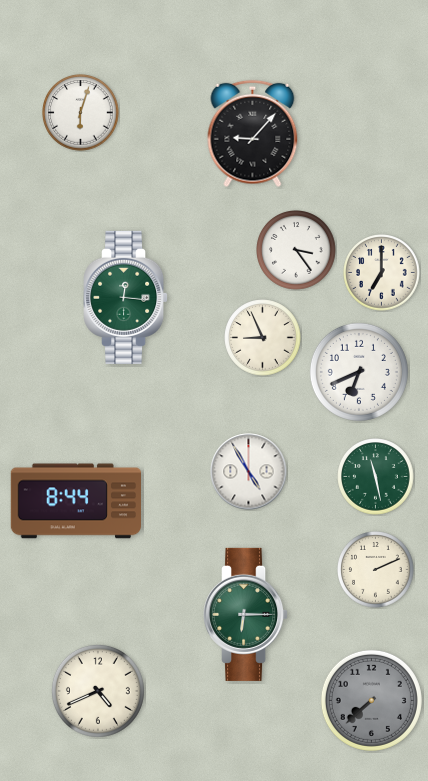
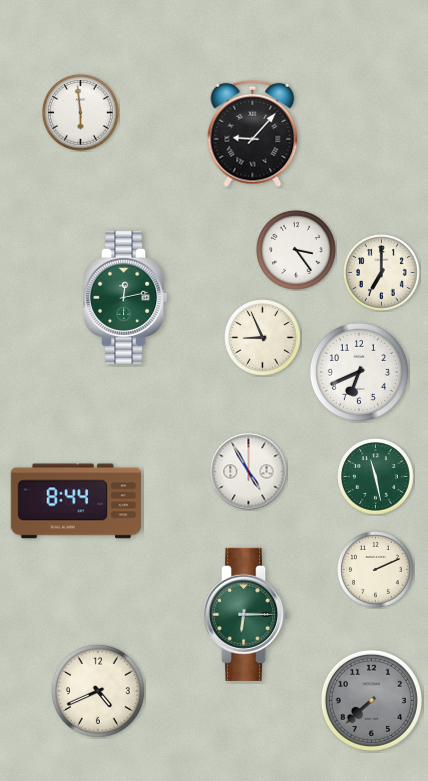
clock at (81, 113): 6:03 -> 5:59
clock at (126, 297): 12:16 -> 12:13
